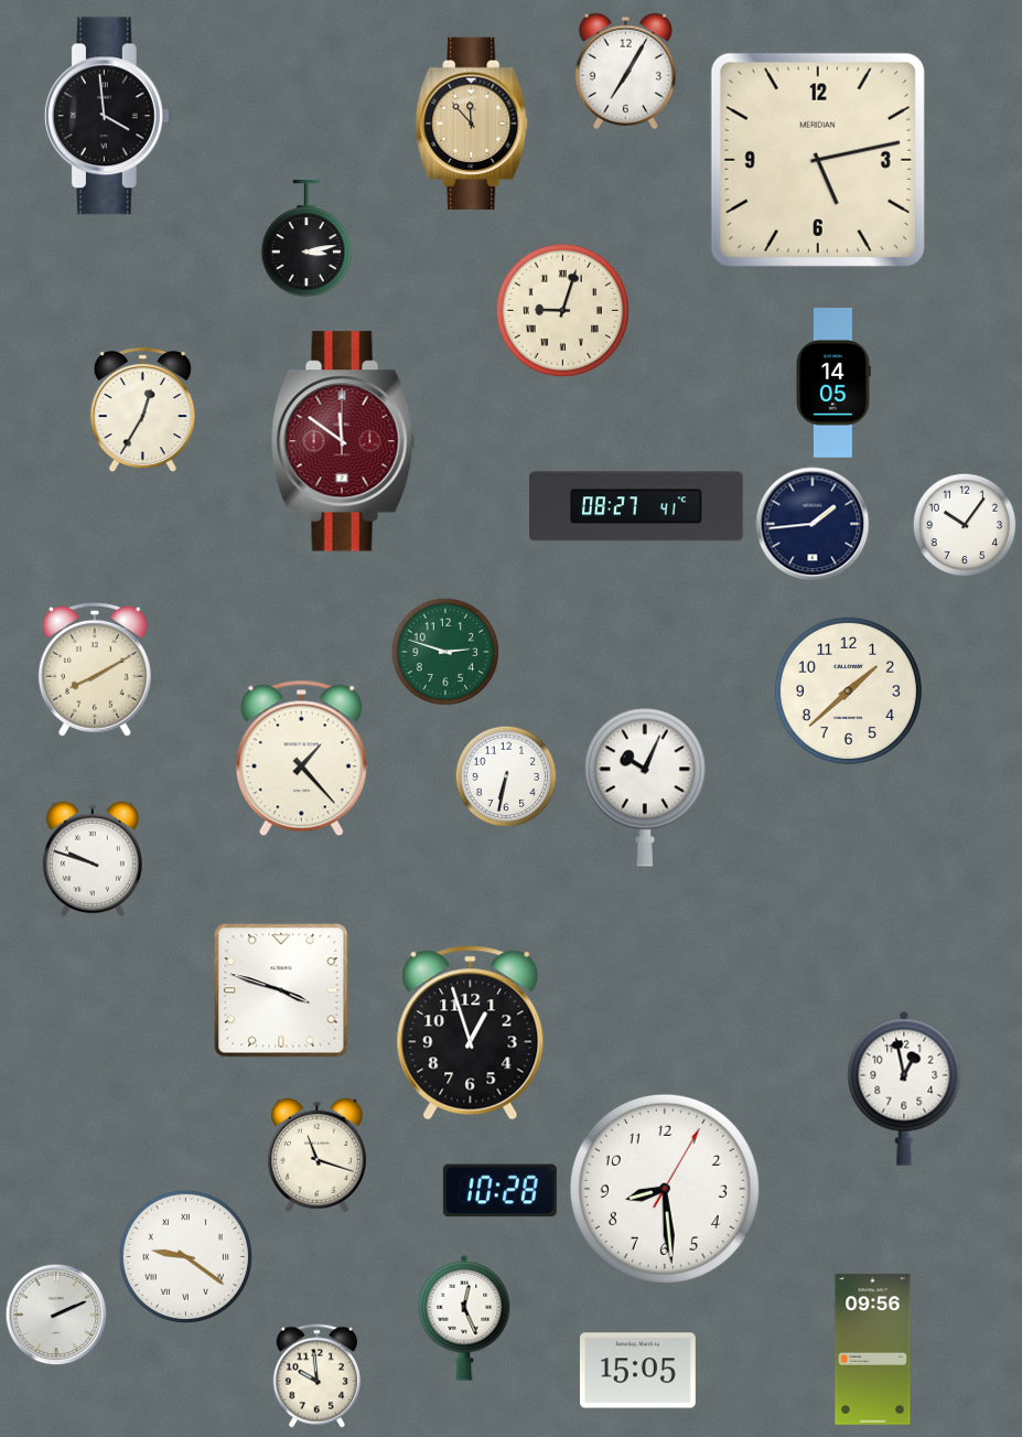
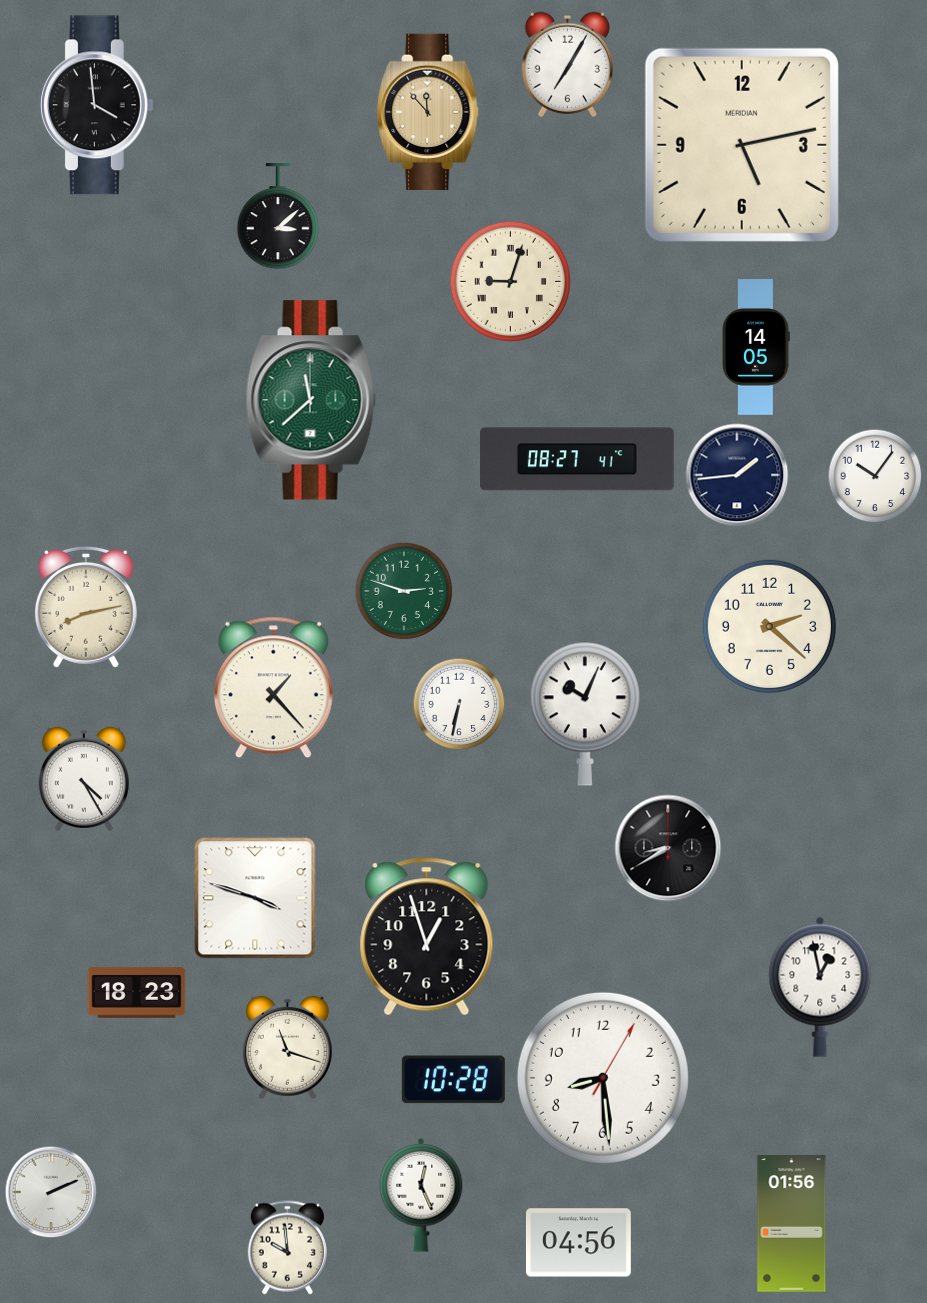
clock at (306, 239): 3:13 -> 3:08
clock at (142, 410): 12:35 -> none
clock at (343, 441): 11:51 -> 11:38
clock at (343, 441) dial: burgundy -> green
clock at (95, 669): 8:10 -> 8:13
clock at (848, 690): 1:38 -> 2:22
clock at (93, 859): 9:48 -> 4:25
clock at (668, 848): none -> 8:40
clock at (137, 993): none -> 18:23
clock at (185, 1256): 9:21 -> none
clock at (873, 1350): 09:56 -> 01:56
clock at (637, 1371): 15:05 -> 04:56
